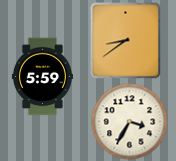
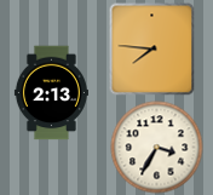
clock at (126, 41): 8:39 -> 7:46
clock at (42, 77): 5:59 -> 2:13
